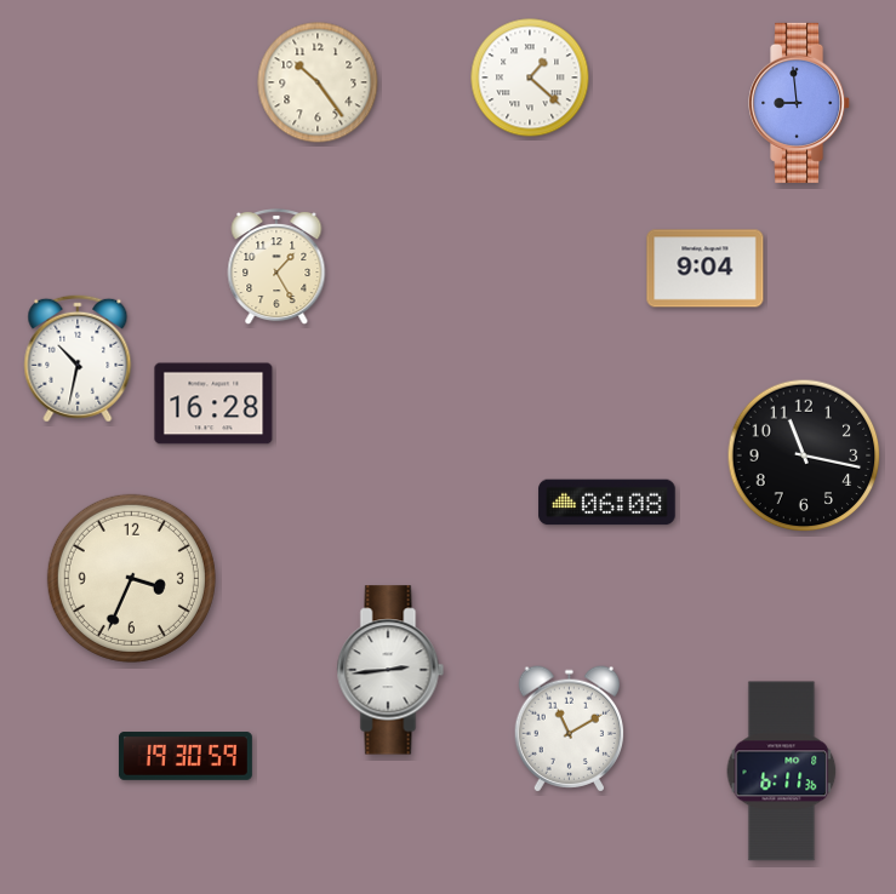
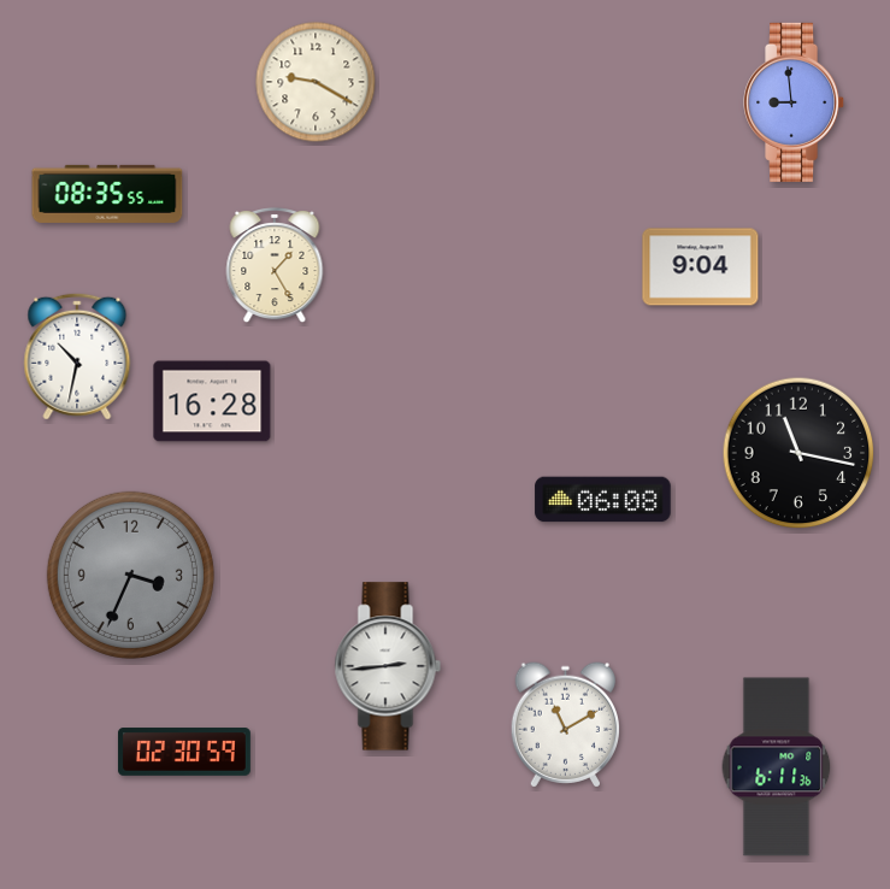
clock at (530, 78): 1:22 -> none
clock at (318, 82): 10:24 -> 9:20
clock at (107, 194): none -> 08:35
clock at (131, 578) dial: cream -> grey
clock at (186, 756): 19:30 -> 02:30
